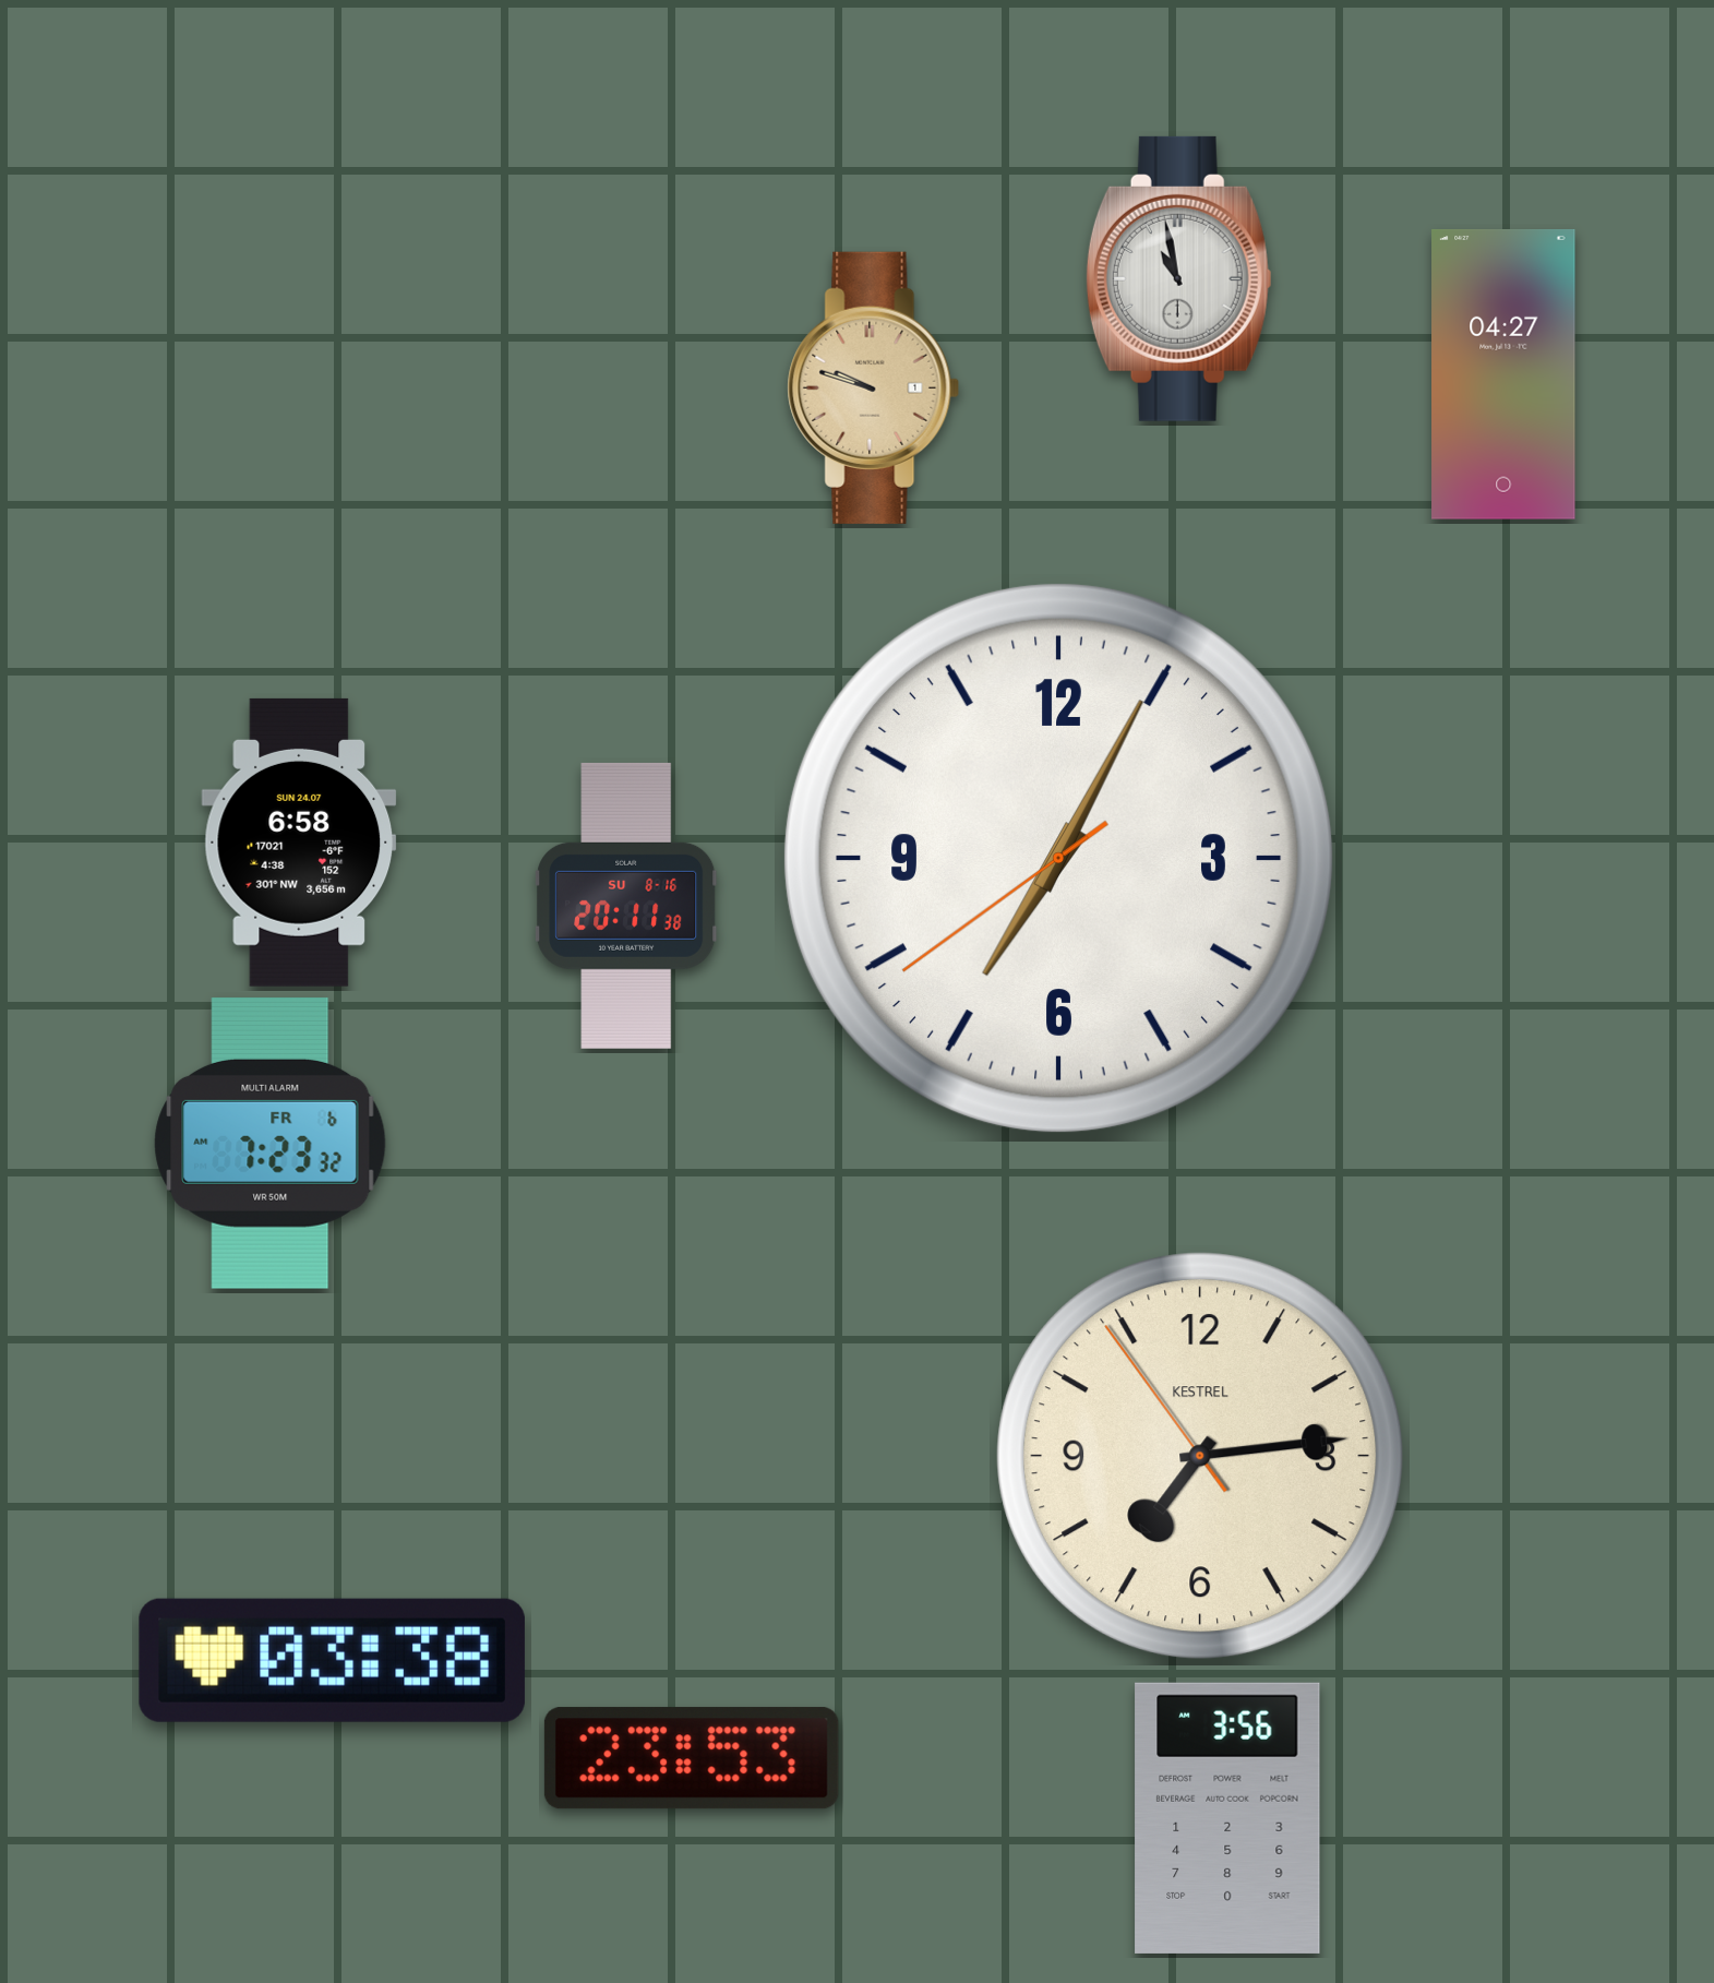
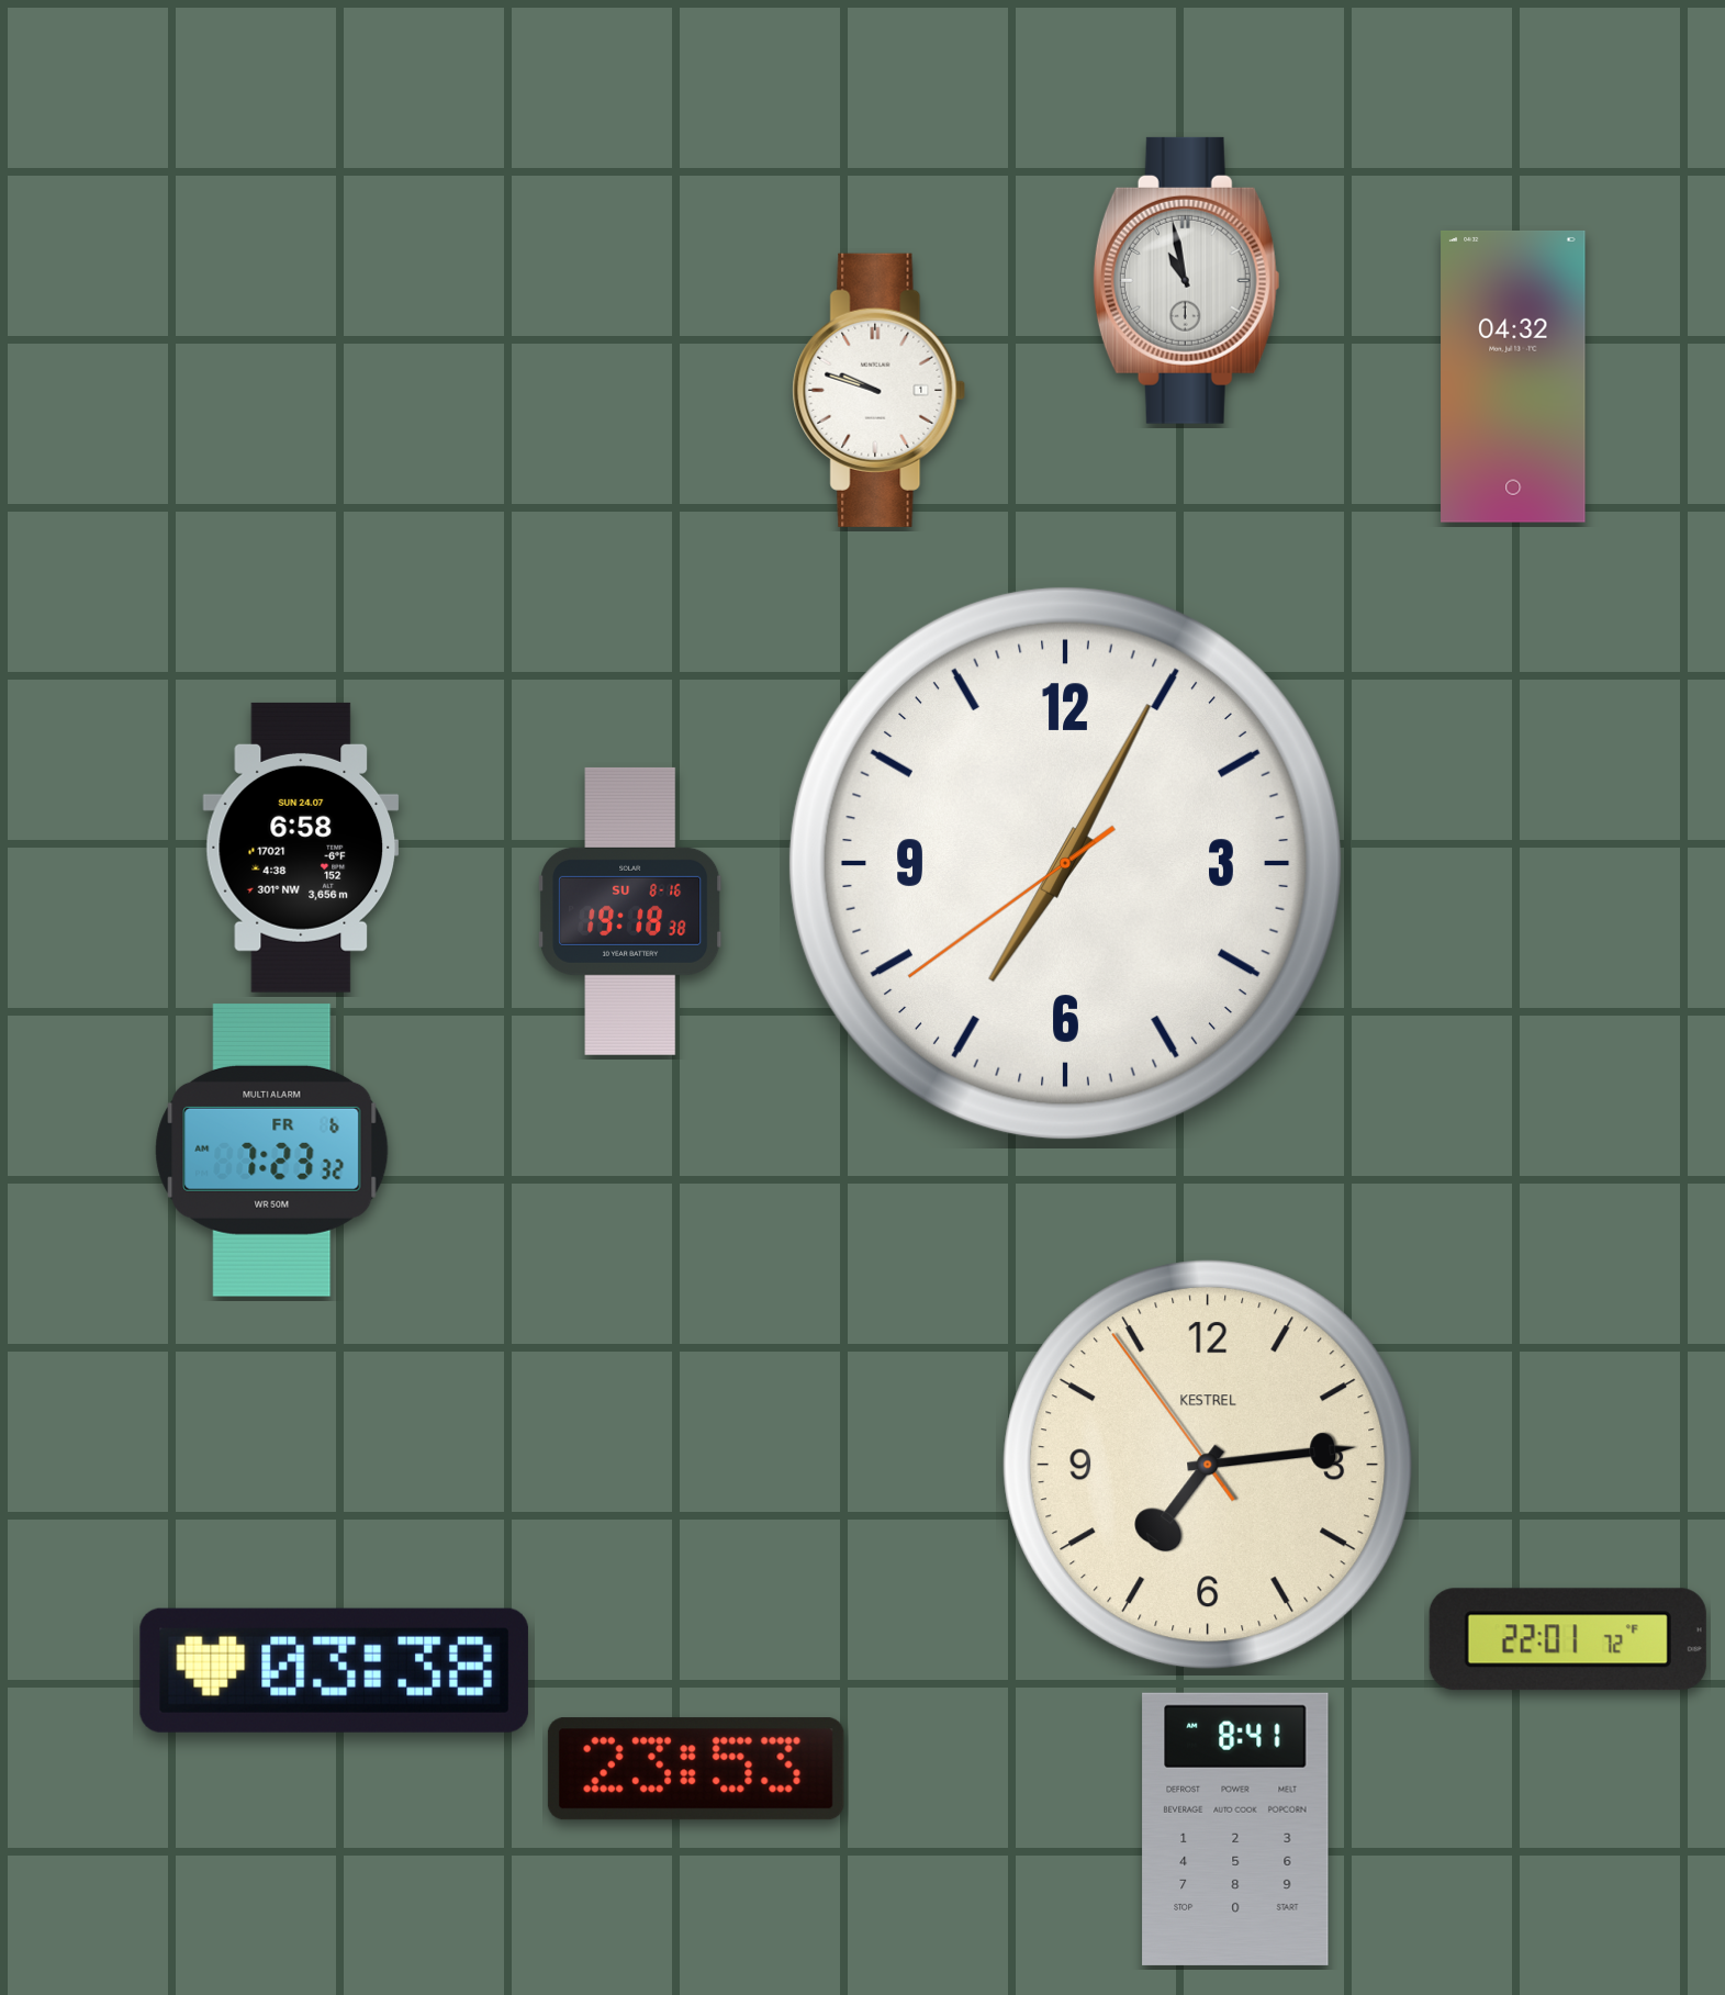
clock at (1503, 374): 04:27 -> 04:32
clock at (874, 387) dial: champagne -> white
clock at (626, 906): 20:11 -> 19:18
clock at (1568, 1639): none -> 22:01
clock at (1227, 1818): 3:56 -> 8:41
